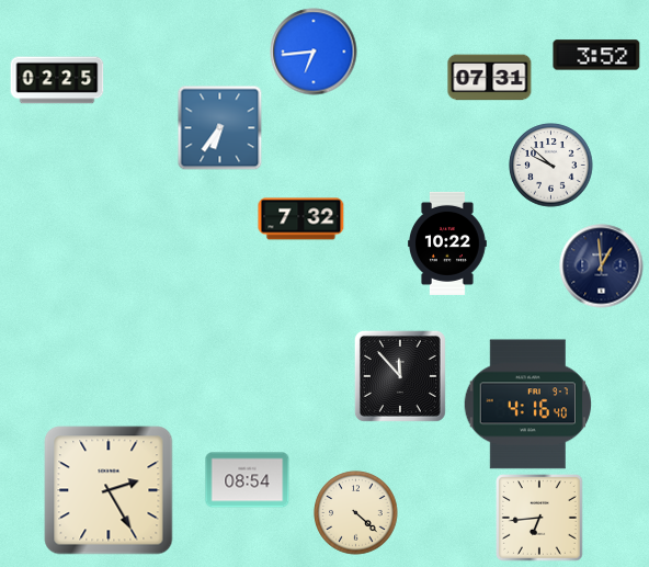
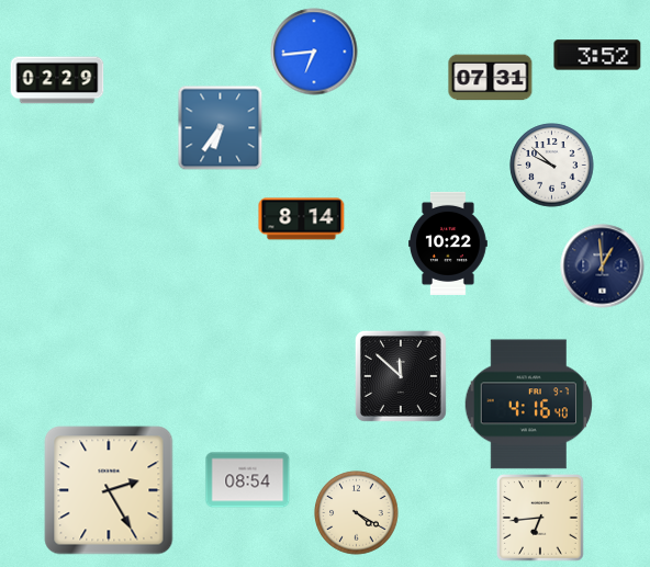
clock at (57, 80): 02:25 -> 02:29
clock at (301, 219): 7:32 -> 8:14
clock at (400, 376): 11:53 -> 11:52
clock at (356, 513): 4:22 -> 4:20
